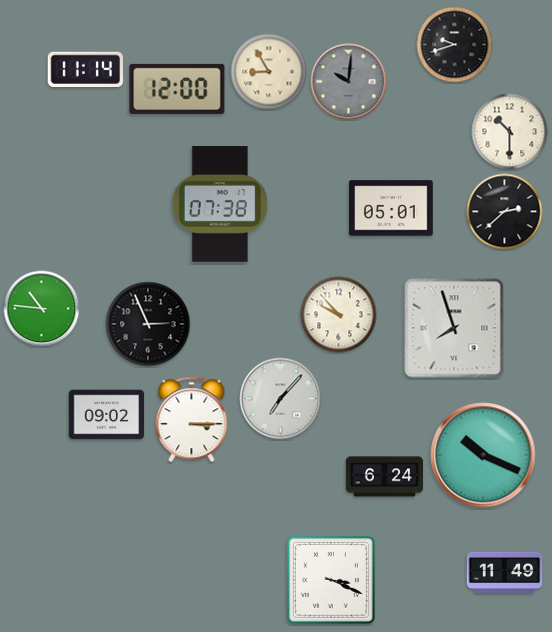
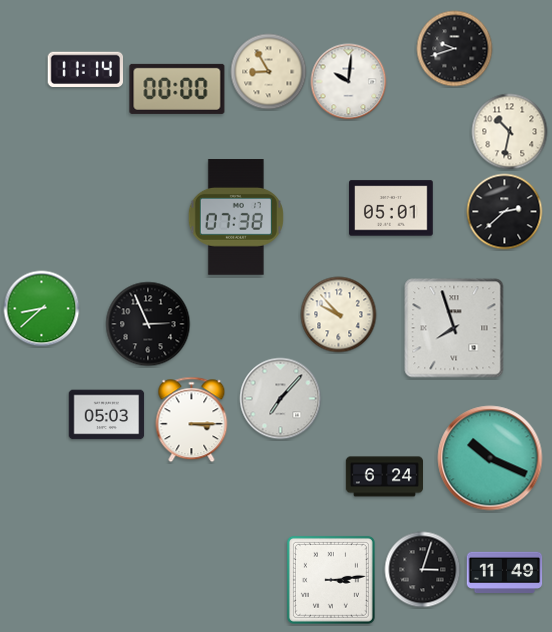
clock at (455, 45) position: (455, 45) -> (455, 49)
clock at (349, 82) dial: grey -> white
clock at (177, 89): 12:00 -> 00:00
clock at (510, 132): 10:30 -> 10:32
clock at (220, 204) position: (220, 204) -> (236, 217)
clock at (42, 309): 10:46 -> 8:38
clock at (107, 415): 09:02 -> 05:03
clock at (483, 455) position: (483, 455) -> (490, 458)
clock at (423, 570): none -> 3:03
clock at (331, 580): 3:19 -> 3:14
